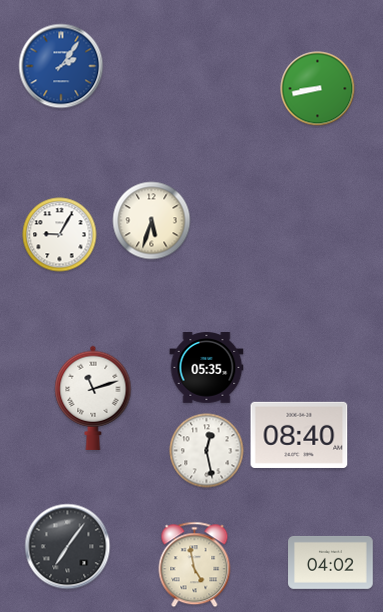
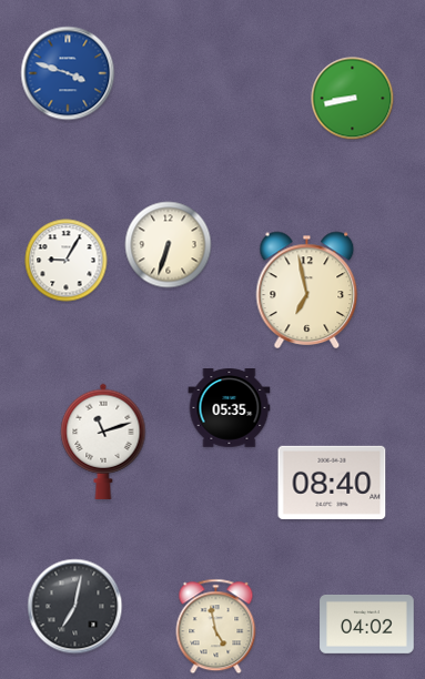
clock at (61, 66): 2:06 -> 3:48
clock at (152, 221): 5:33 -> 6:33
clock at (307, 290): none -> 6:58
clock at (207, 451): 12:28 -> none
clock at (68, 547): 7:06 -> 7:02
